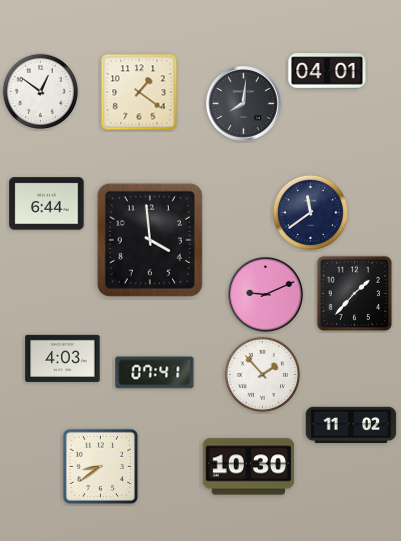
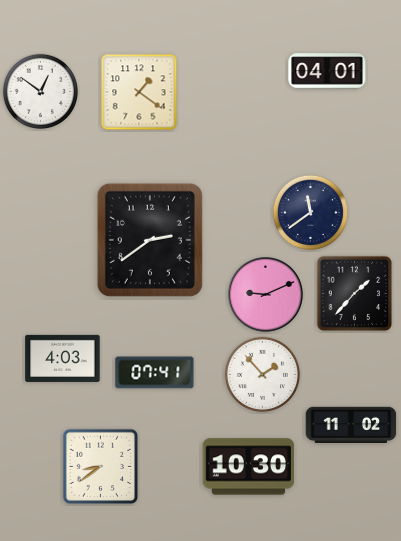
clock at (244, 104): 8:01 -> none
clock at (47, 204): 6:44 -> none
clock at (150, 240): 3:59 -> 2:39
